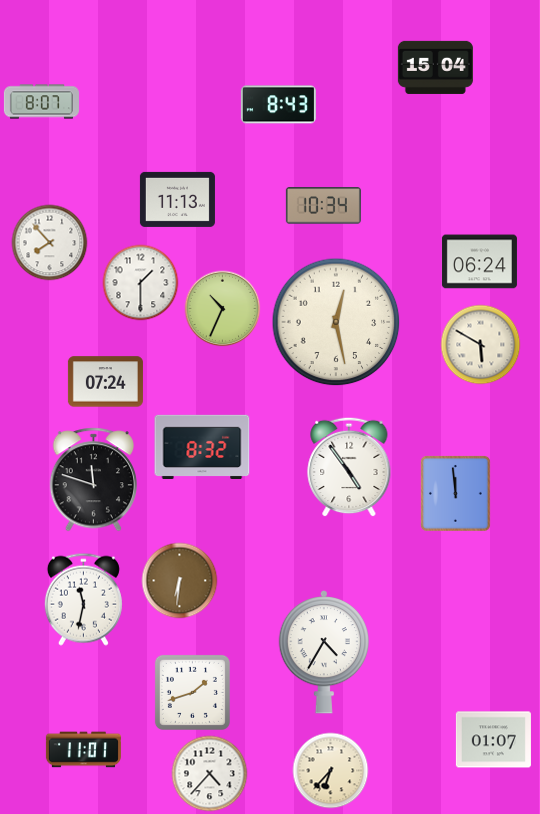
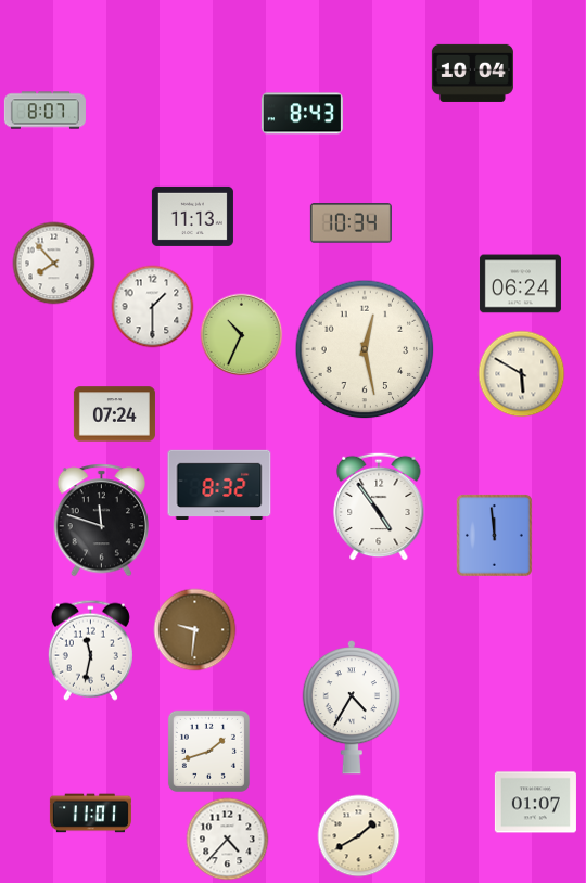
clock at (435, 67): 15:04 -> 10:04
clock at (180, 581): 6:31 -> 9:31
clock at (331, 771): 6:37 -> 1:40
